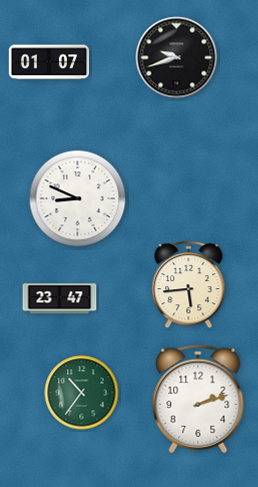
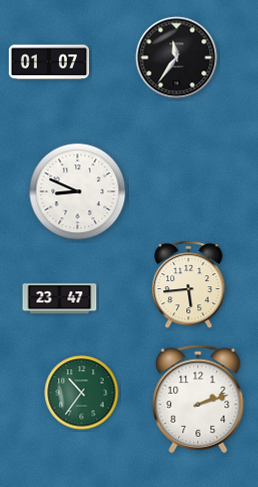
clock at (177, 58): 9:42 -> 11:36
clock at (78, 199) position: (78, 199) -> (78, 192)
